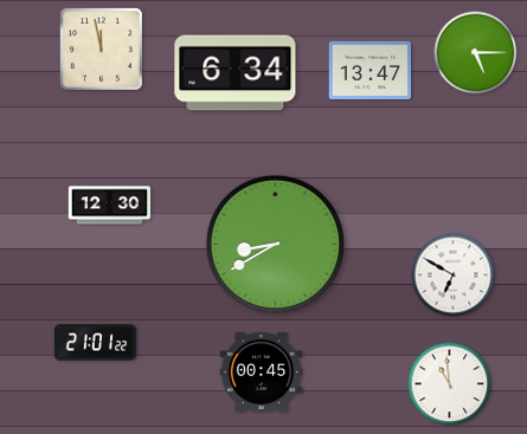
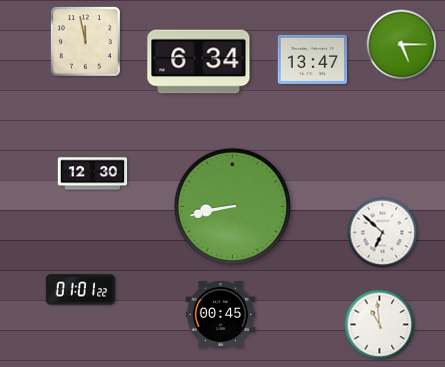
clock at (275, 244): 8:40 -> 8:43
clock at (454, 276): 6:50 -> 6:52
clock at (96, 343): 21:01 -> 01:01
